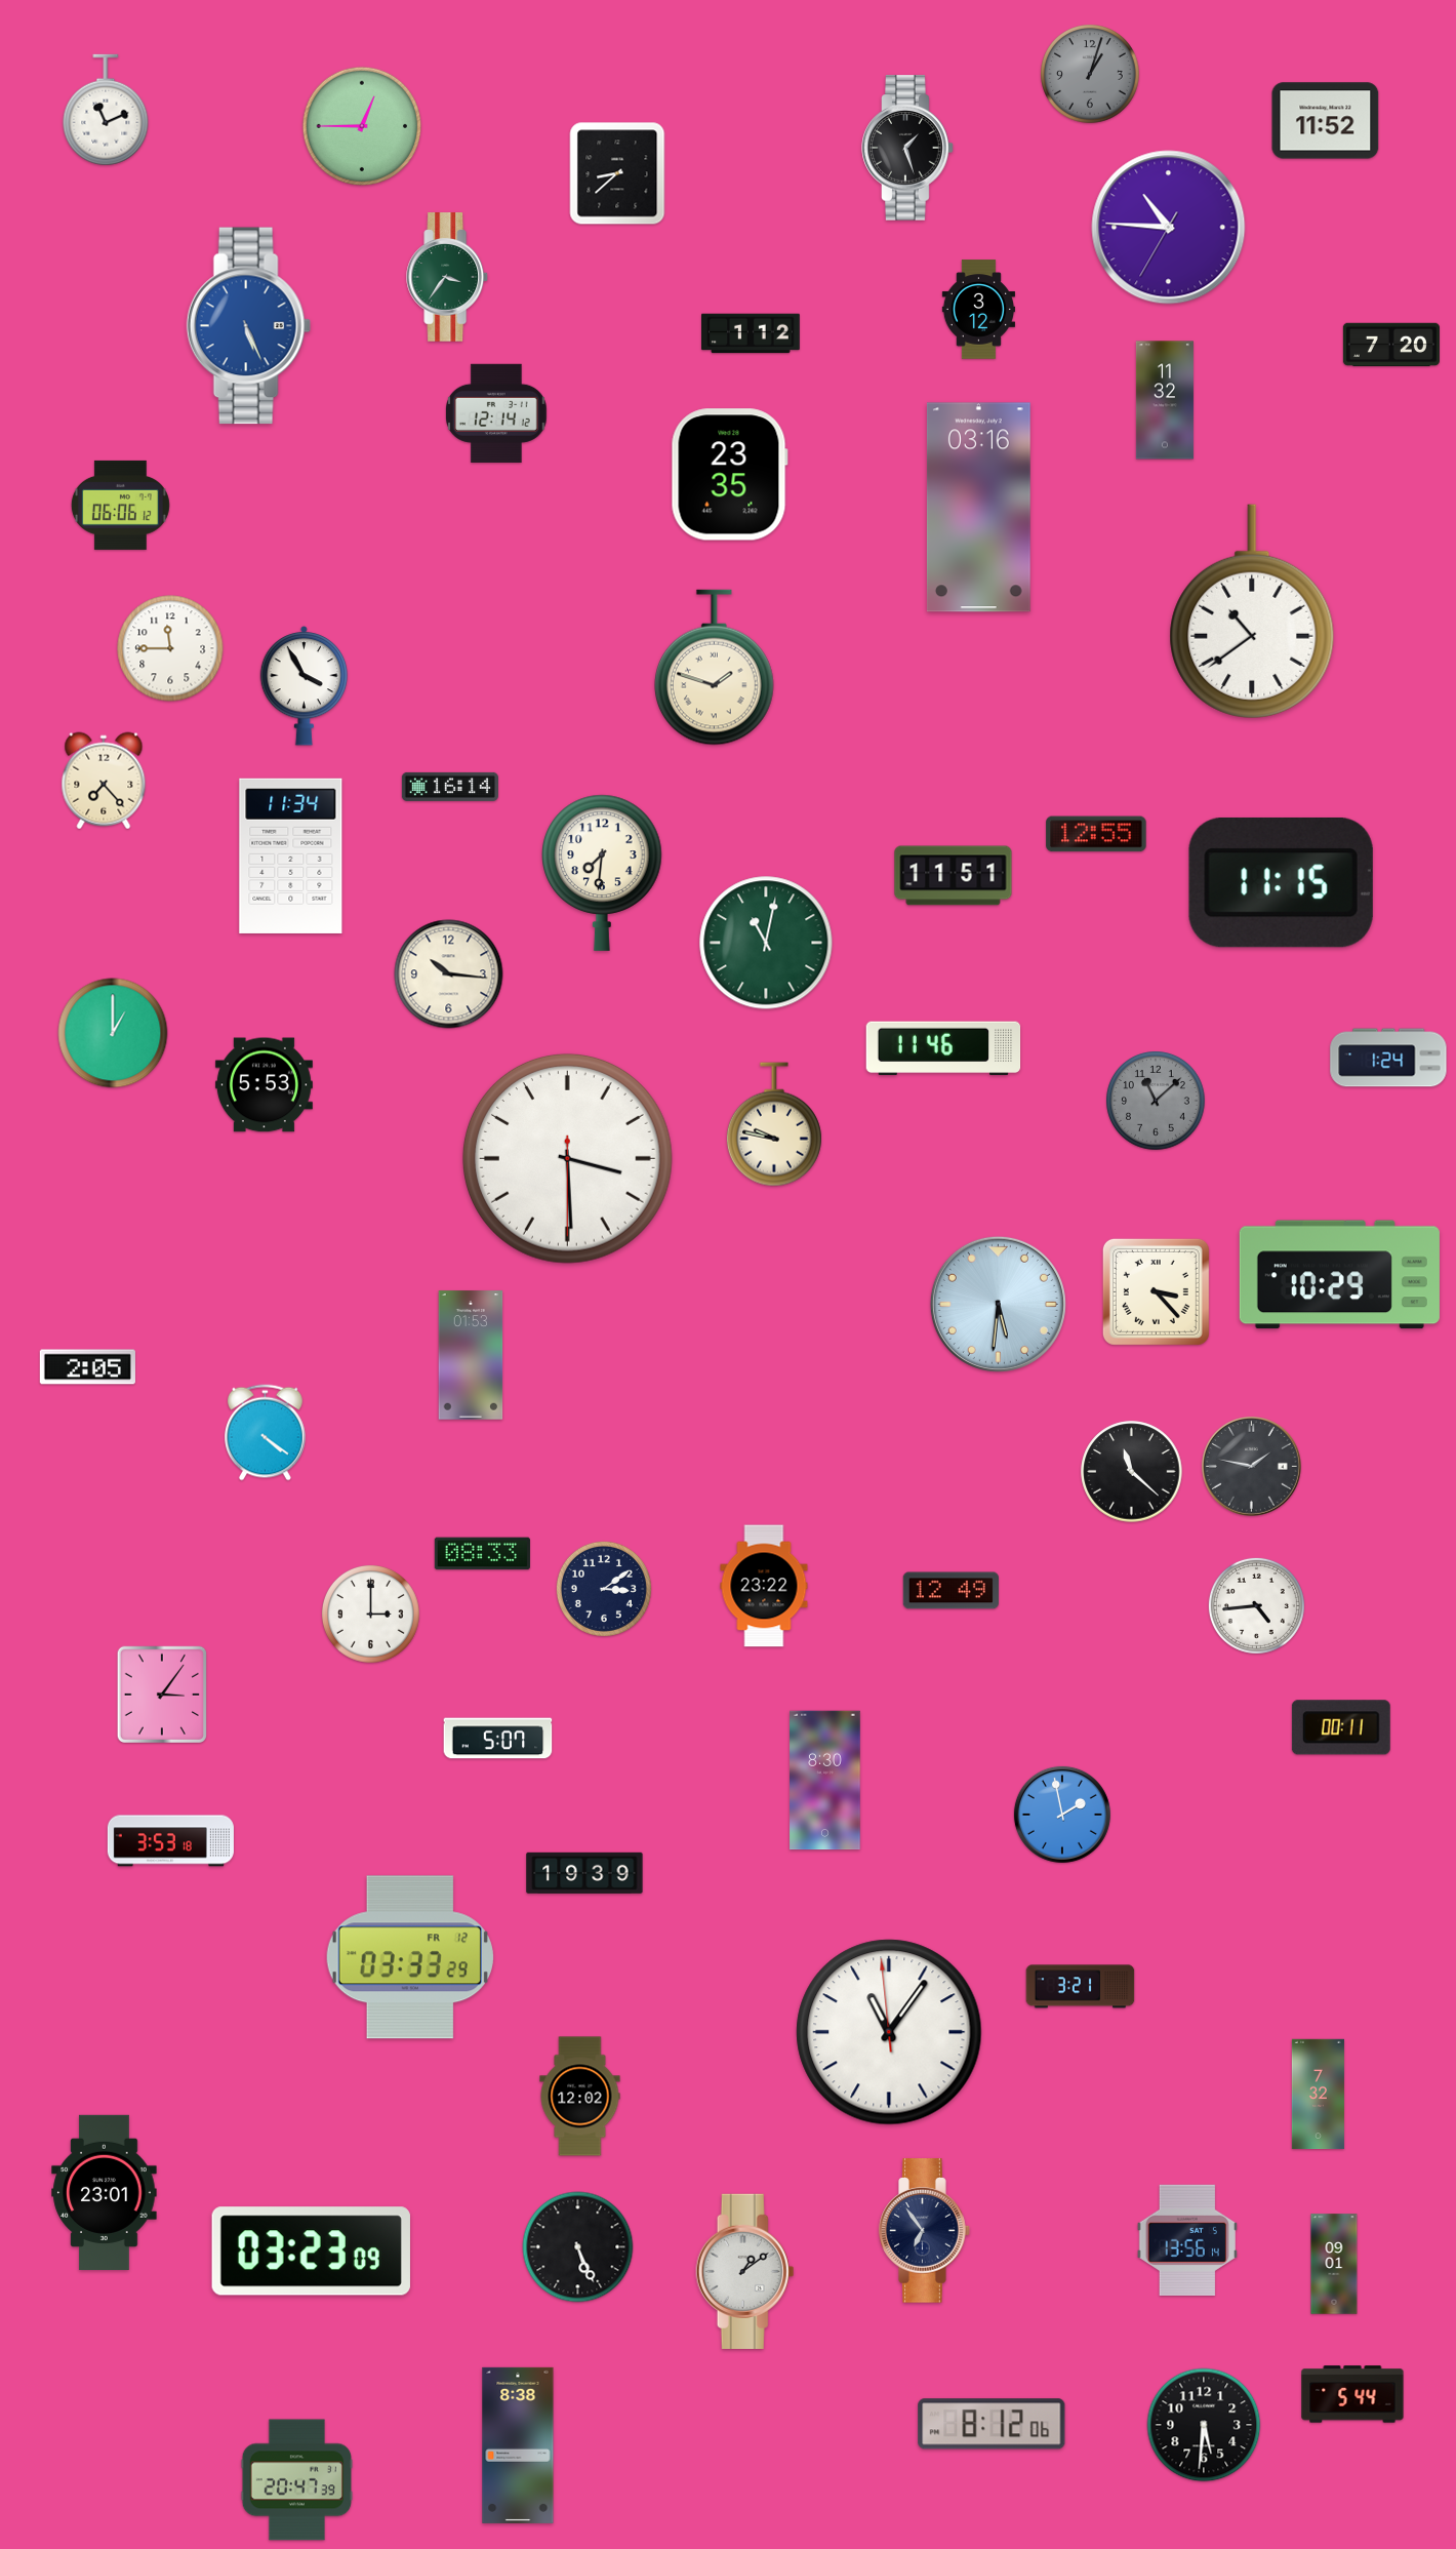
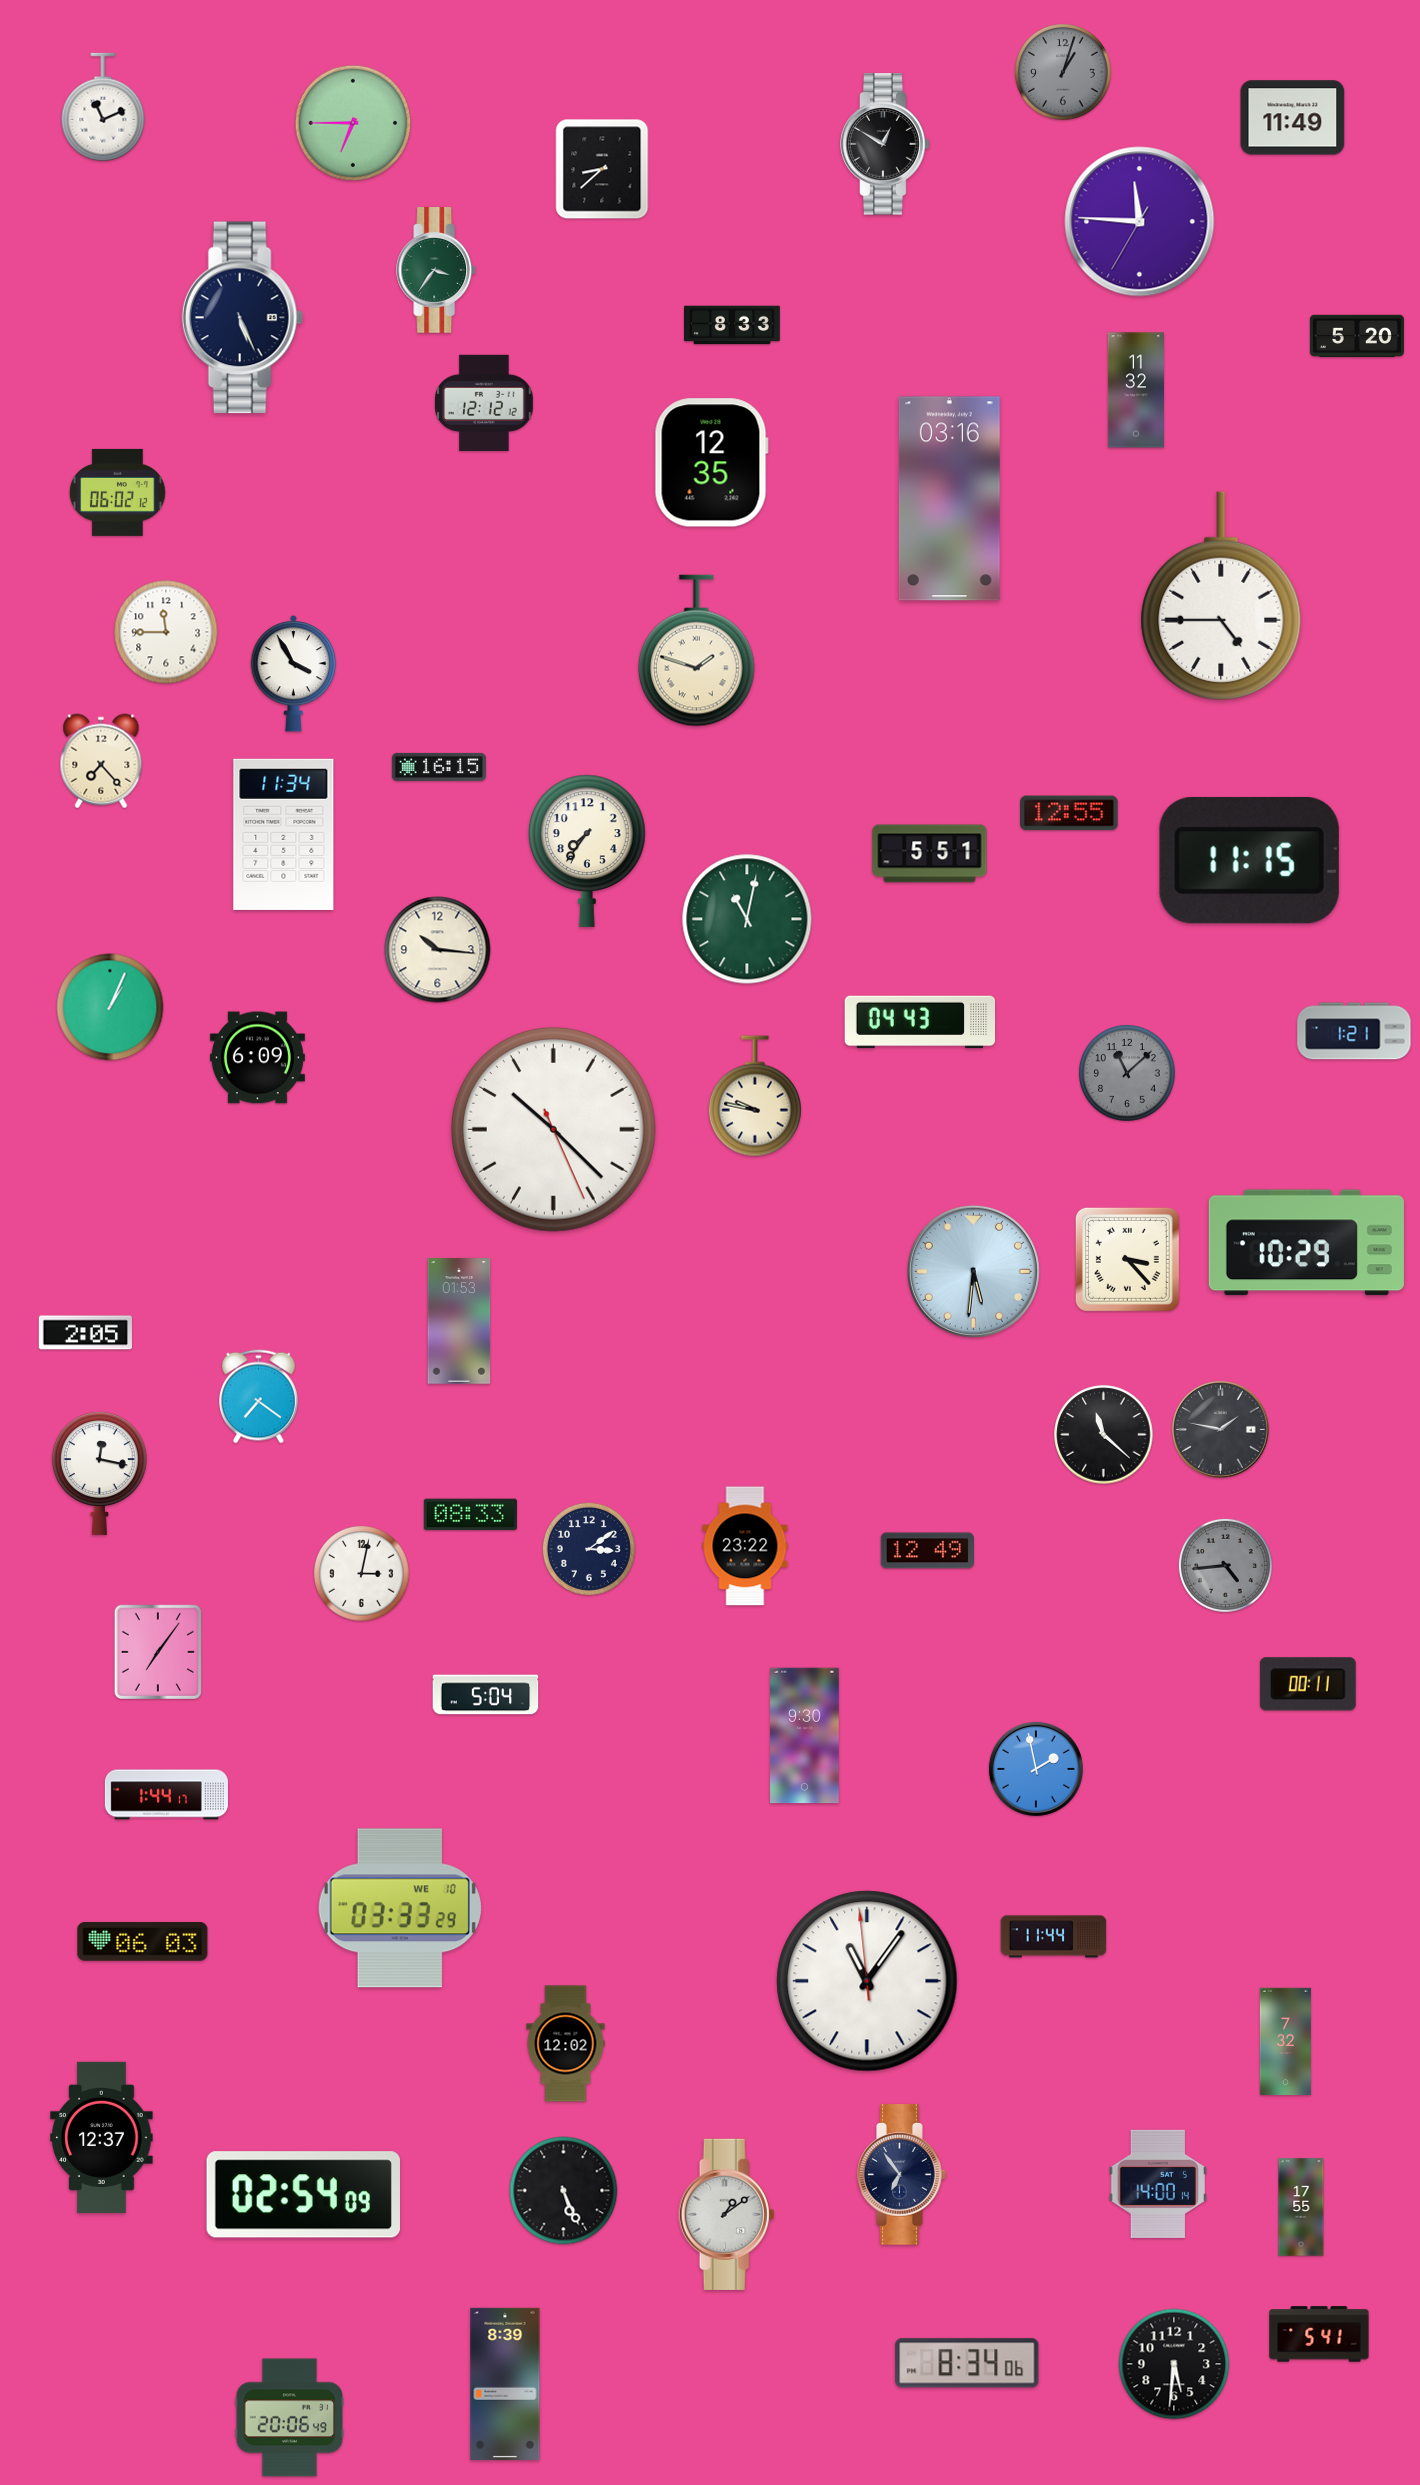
clock at (1326, 121): 11:52 -> 11:49
clock at (362, 126): 12:45 -> 6:45
clock at (907, 148): 1:27 -> 12:50
clock at (1169, 228): 10:45 -> 11:45
clock at (978, 310): 3:12 -> none
clock at (248, 326) dial: blue -> navy
clock at (752, 333): 1:12 -> 8:33
clock at (1391, 345): 7:20 -> 5:20
clock at (497, 413): 12:14 -> 12:12
clock at (729, 475): 23:35 -> 12:35
clock at (120, 505): 06:06 -> 06:02
clock at (978, 508) position: (978, 508) -> (949, 499)
clock at (1252, 611): 10:39 -> 4:45
clock at (305, 686) position: (305, 686) -> (294, 674)
clock at (450, 787): 16:14 -> 16:15
clock at (602, 873): 7:31 -> 7:36
clock at (954, 876): 11:51 -> 5:51
clock at (113, 1033): 1:00 -> 1:04
clock at (943, 1048): 11:46 -> 04:43
clock at (1388, 1058): 1:24 -> 1:21
clock at (264, 1085): 5:53 -> 6:09
clock at (567, 1158): 3:29 -> 10:22
clock at (266, 1433): 4:21 -> 7:21
clock at (99, 1473): none -> 12:17
clock at (1256, 1605) dial: white -> grey
clock at (370, 1614): 3:00 -> 3:02
clock at (161, 1694): 3:06 -> 7:06
clock at (498, 1739): 5:07 -> 5:04
clock at (825, 1781): 8:30 -> 9:30
clock at (170, 1841): 3:53 -> 1:44
clock at (584, 1873): 19:39 -> none
clock at (410, 1957) date: FR 12 -> WE 10
clock at (1081, 1987): 3:21 -> 11:44
clock at (143, 1942): none -> 06:03
clock at (105, 2192): 23:01 -> 12:37
clock at (1187, 2240): 13:56 -> 14:00
clock at (311, 2252): 03:23 -> 02:54
clock at (1334, 2264): 09:01 -> 17:55
clock at (1352, 2394): 5:44 -> 5:41
clock at (992, 2424): 8:12 -> 8:34
clock at (518, 2445): 8:38 -> 8:39
clock at (297, 2480): 20:47 -> 20:06
